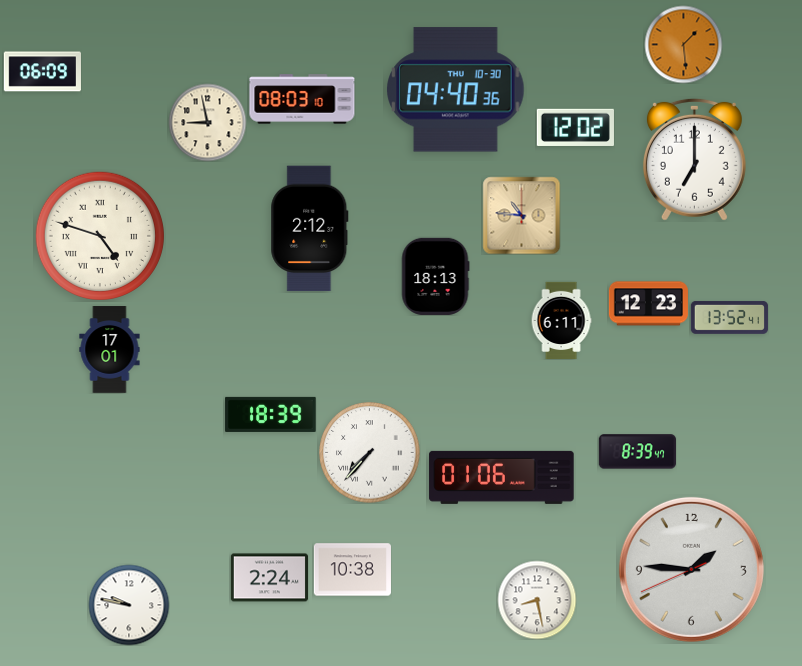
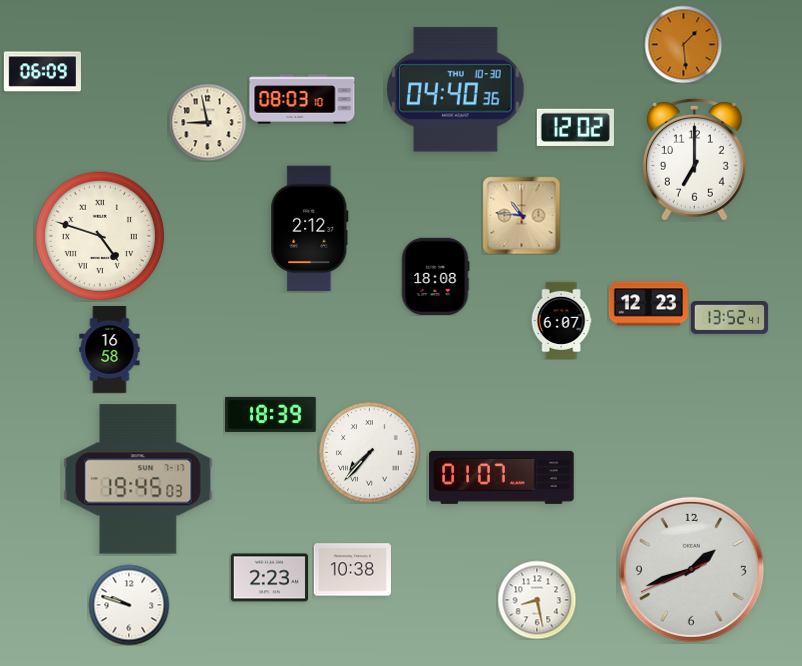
clock at (435, 276): 18:13 -> 18:08
clock at (561, 320): 6:11 -> 6:07
clock at (110, 350): 17:01 -> 16:58
clock at (637, 452): 8:39 -> none
clock at (502, 477): 01:06 -> 01:07
clock at (138, 479): none -> 19:45
clock at (691, 569): 1:45 -> 1:41
clock at (269, 578): 2:24 -> 2:23
clock at (129, 605): 9:47 -> 9:48
